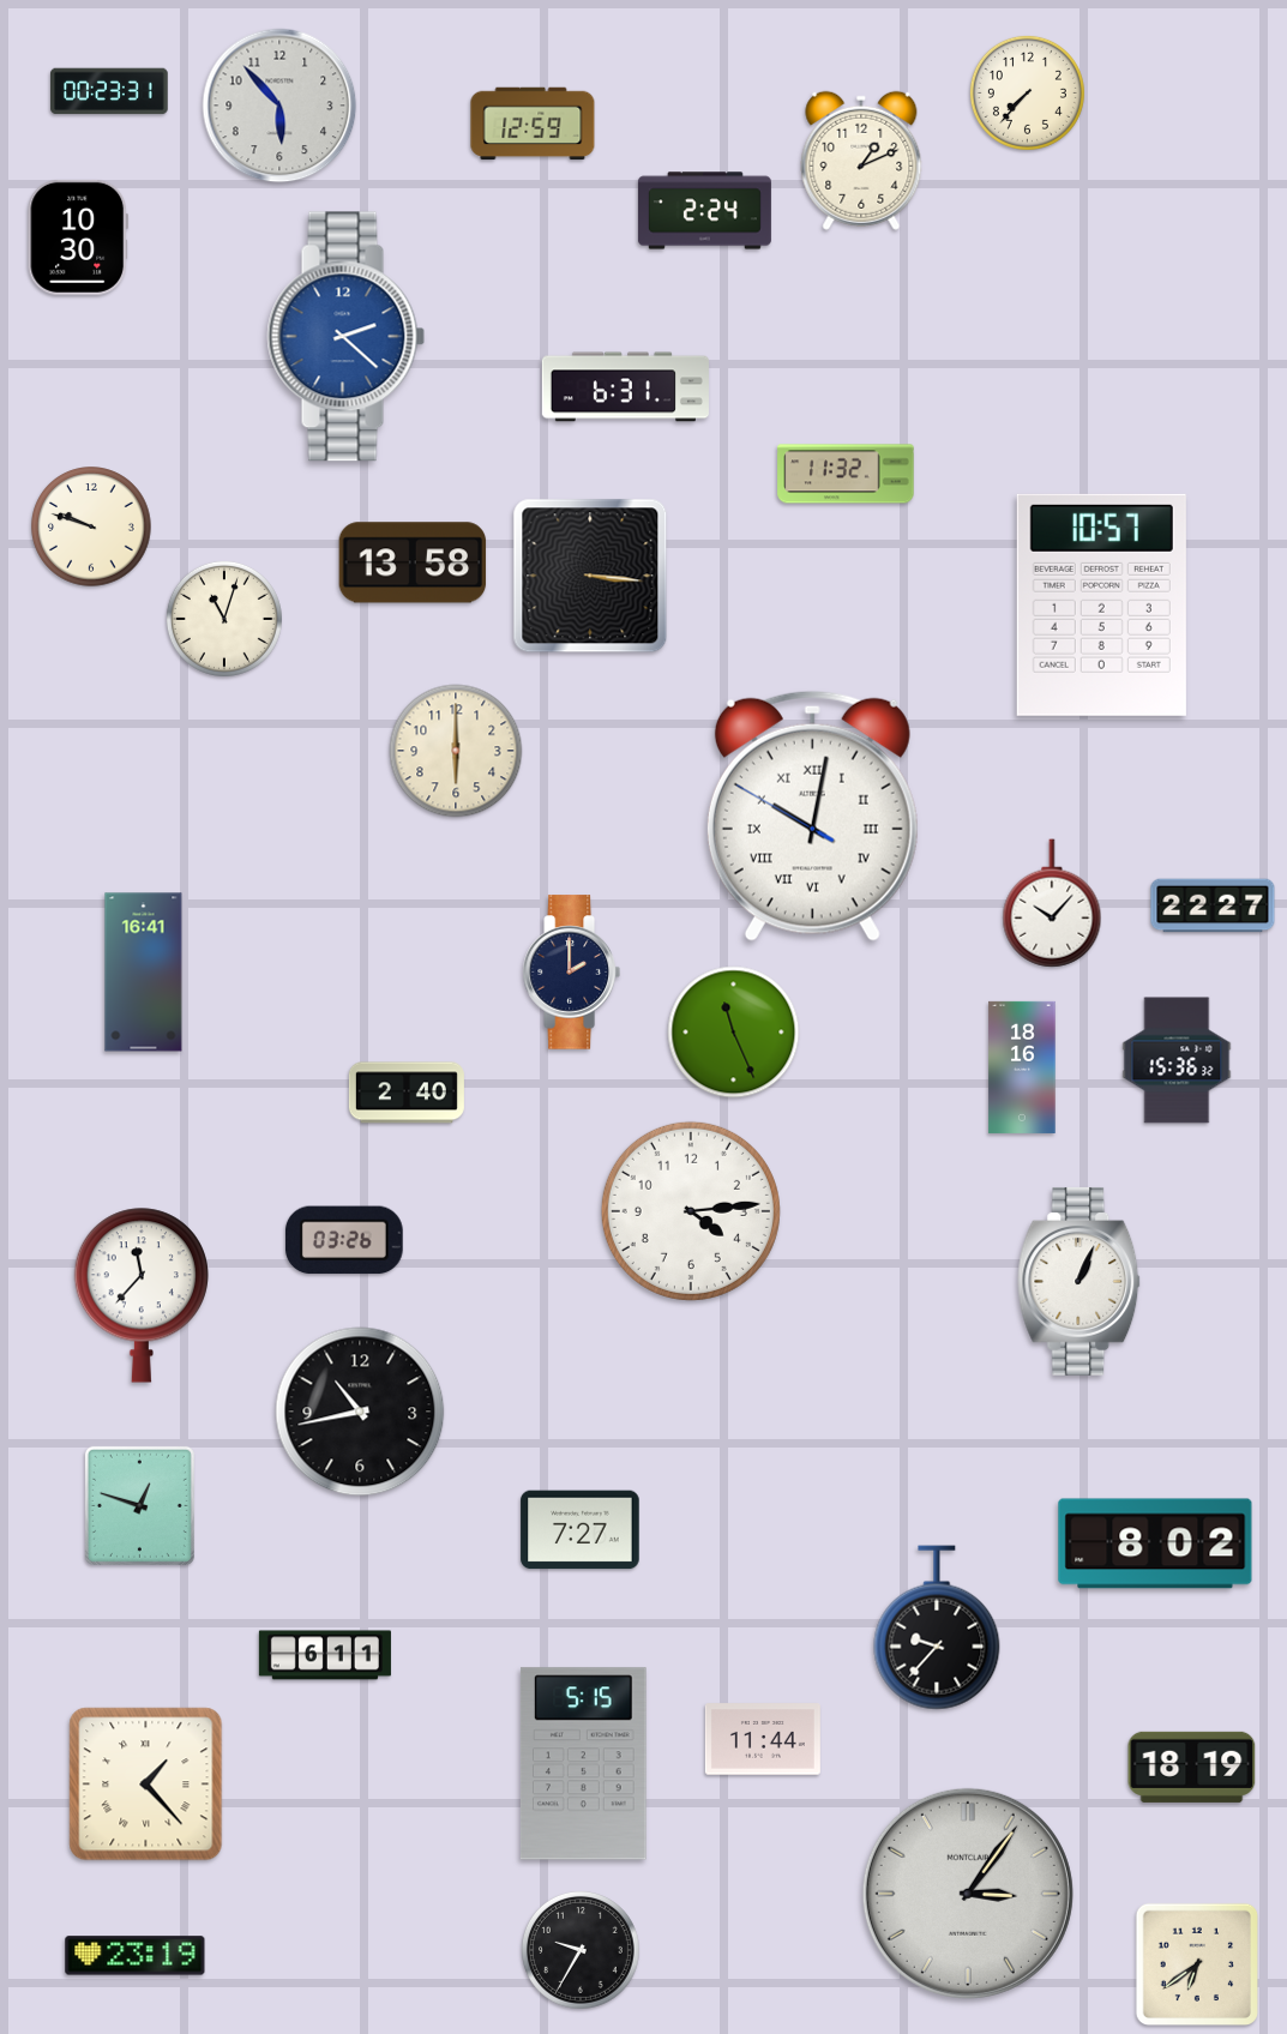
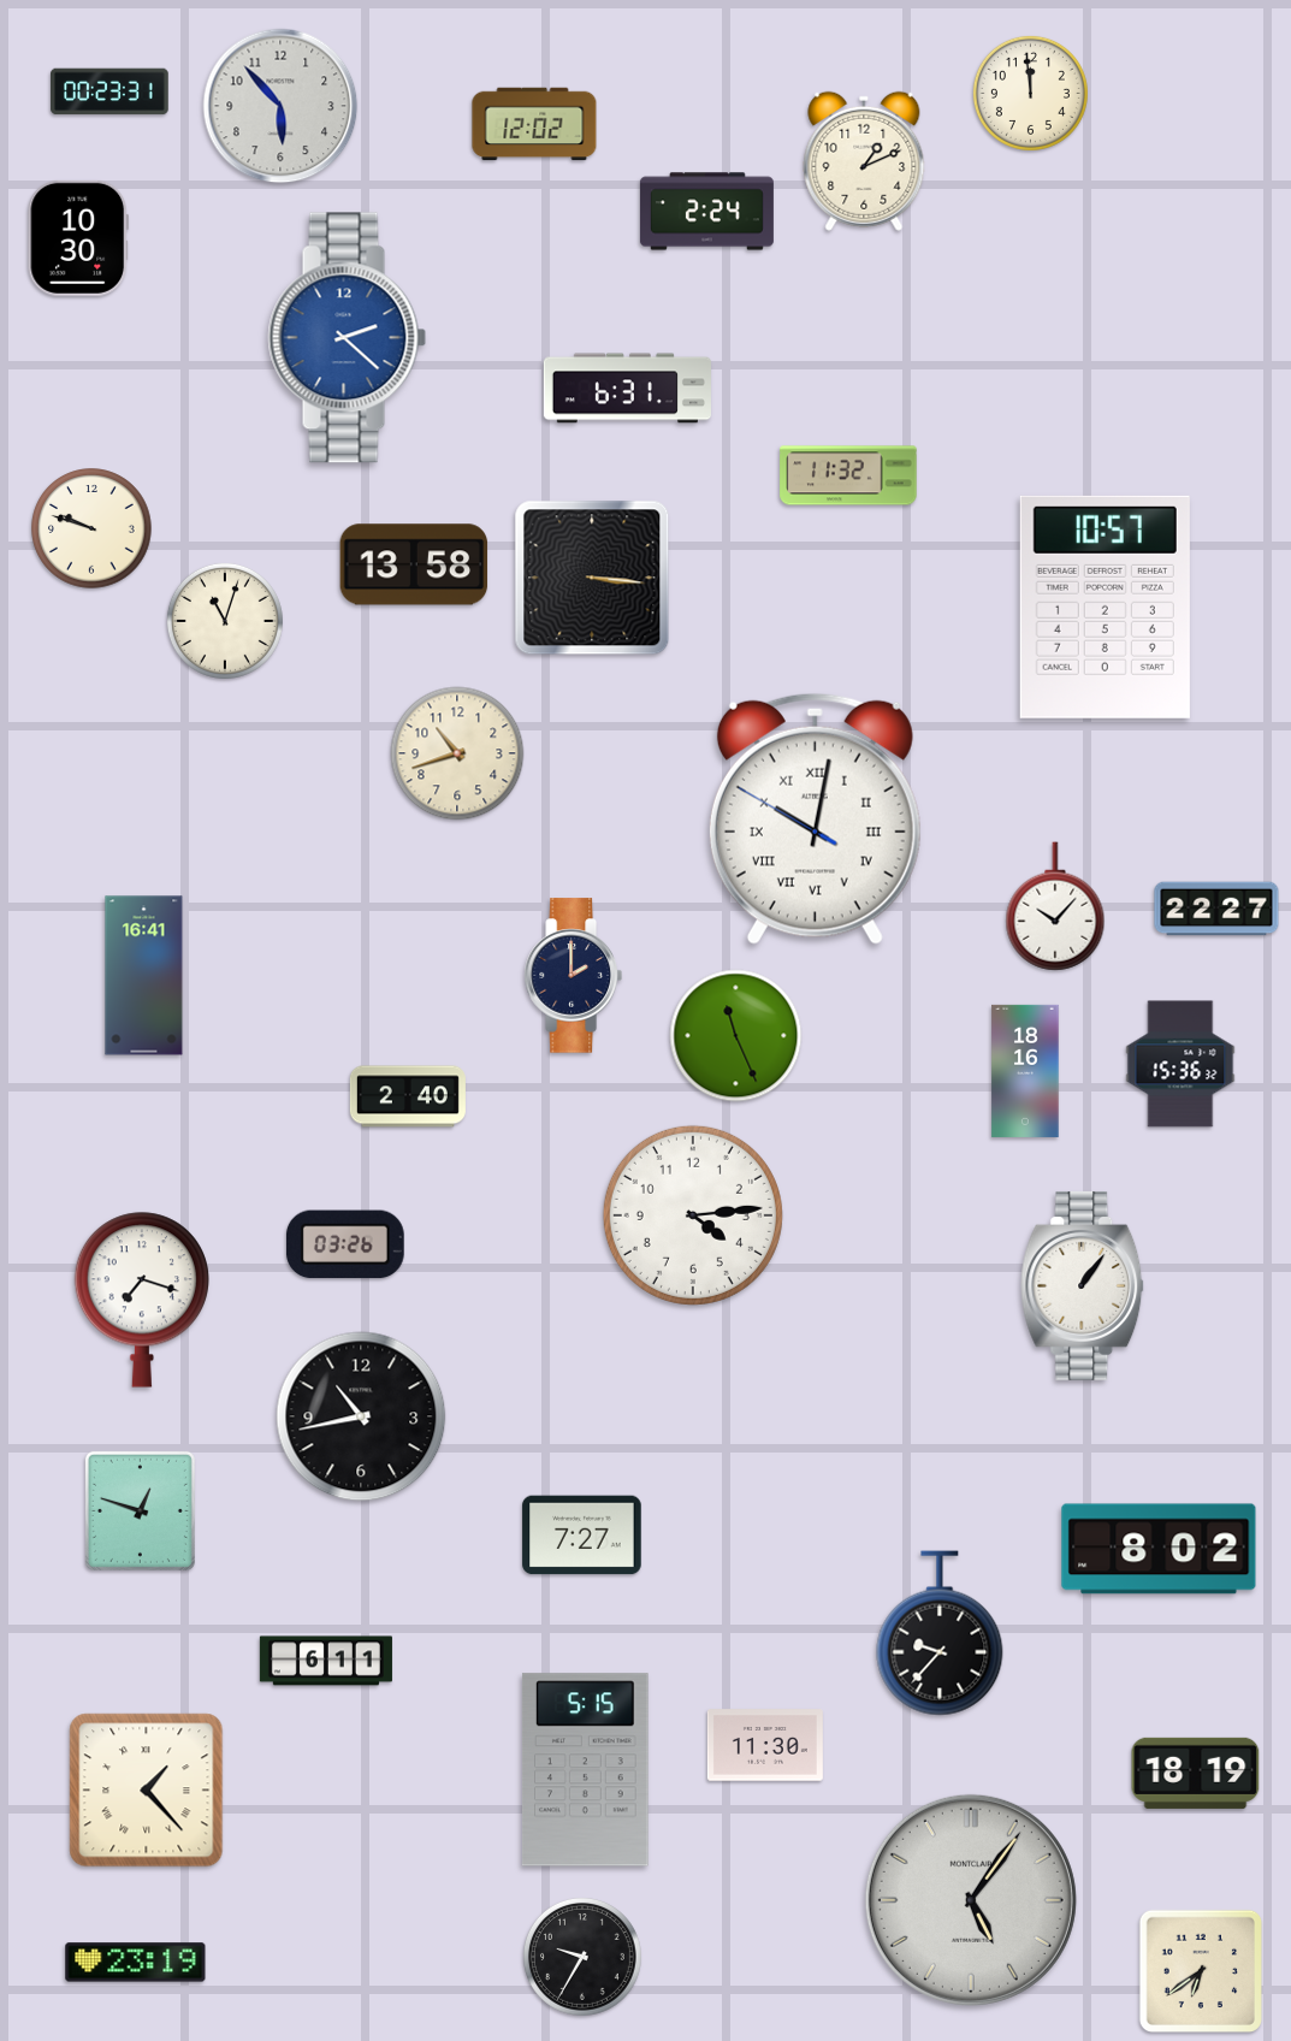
clock at (1027, 92): 7:37 -> 11:59
clock at (533, 124): 12:59 -> 12:02
clock at (456, 751): 6:00 -> 10:42
clock at (1079, 1281): 1:04 -> 1:06
clock at (142, 1295): 11:37 -> 7:18
clock at (763, 1739): 11:44 -> 11:30
clock at (968, 1894): 3:06 -> 5:06
